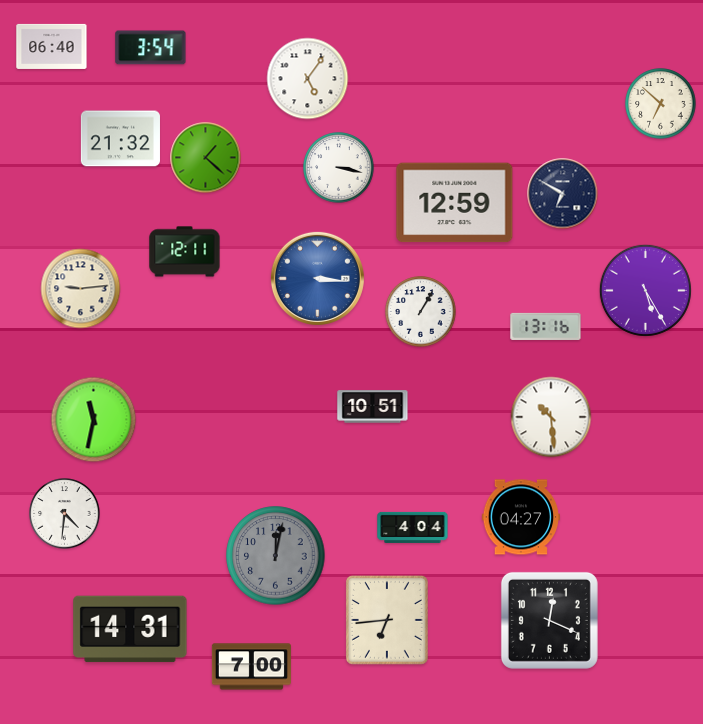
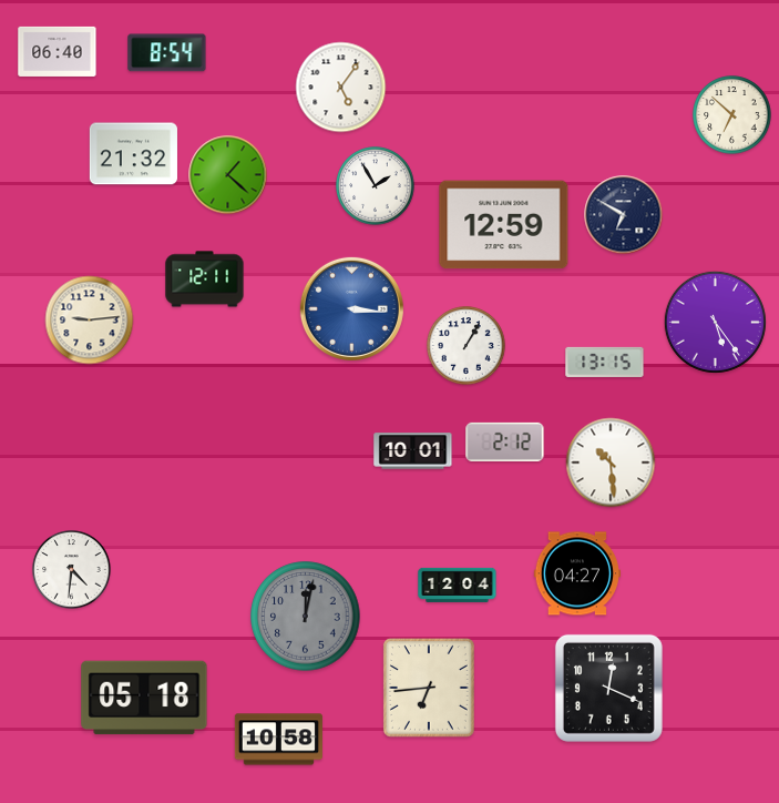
clock at (151, 48): 3:54 -> 8:54
clock at (339, 168): 3:17 -> 1:55
clock at (645, 290): 5:25 -> 5:24
clock at (546, 326): 13:16 -> 13:15
clock at (505, 441): none -> 2:12
clock at (373, 407): 10:51 -> 10:01
clock at (94, 420): 11:32 -> none
clock at (413, 527): 4:04 -> 12:04
clock at (130, 629): 14:31 -> 05:18
clock at (251, 667): 7:00 -> 10:58
